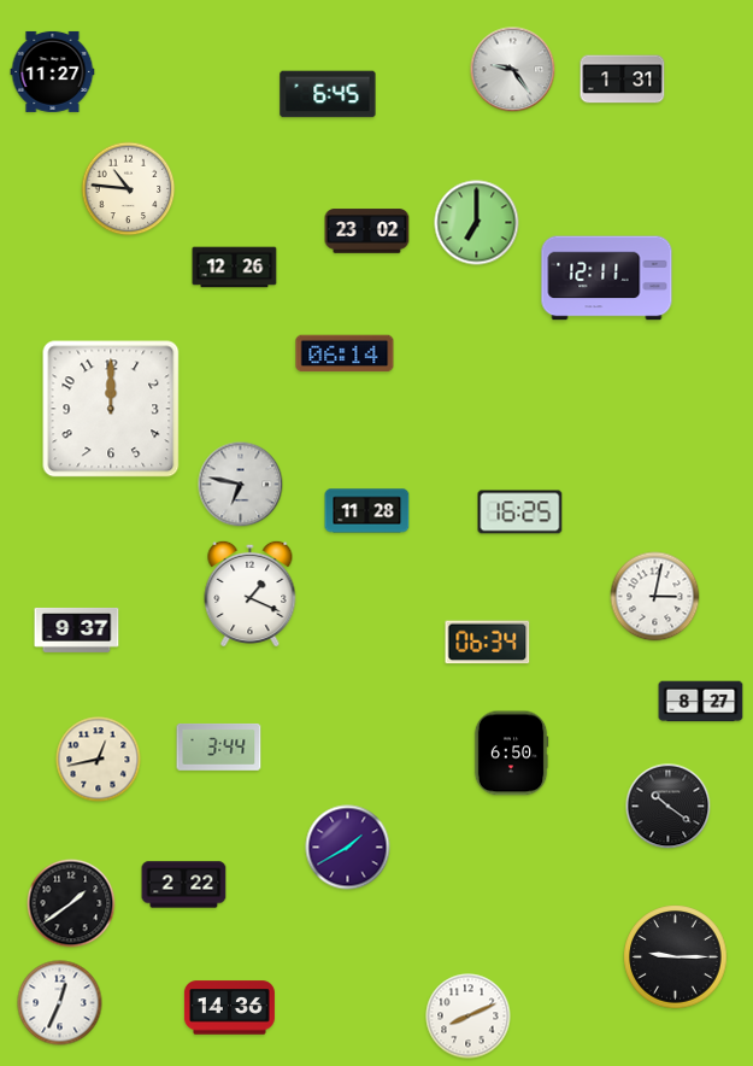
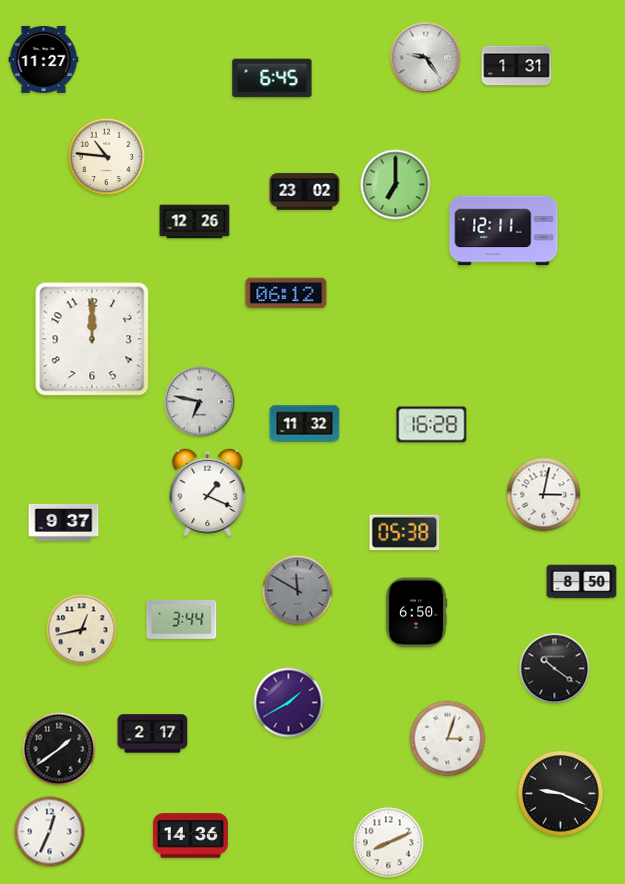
clock at (345, 353): 06:14 -> 06:12
clock at (367, 511): 11:28 -> 11:32
clock at (520, 512): 16:25 -> 16:28
clock at (488, 643): 06:34 -> 05:38
clock at (701, 702): 8:27 -> 8:50
clock at (298, 591): none -> 11:50
clock at (511, 754) position: (511, 754) -> (416, 613)
clock at (184, 885): 2:22 -> 2:17
clock at (448, 739): none -> 3:03
clock at (676, 957): 9:15 -> 9:19
